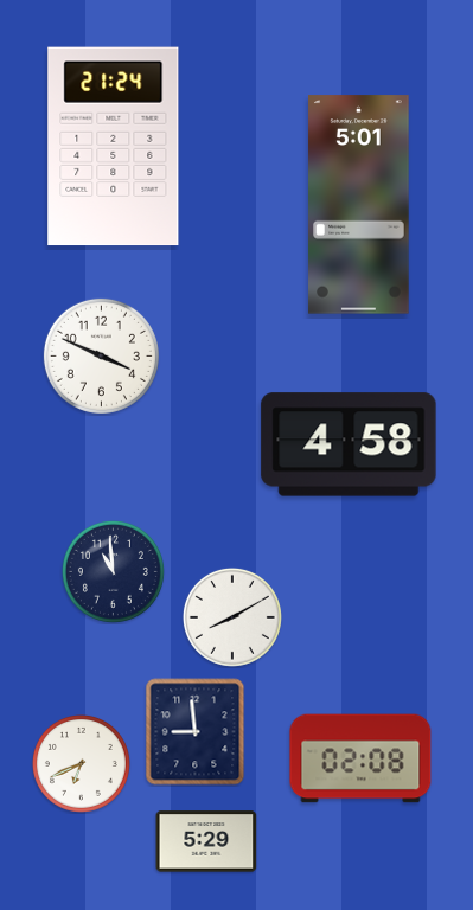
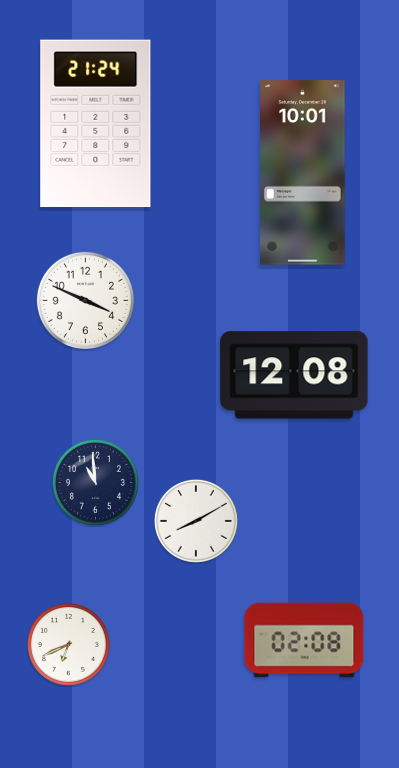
clock at (359, 205): 5:01 -> 10:01
clock at (349, 444): 4:58 -> 12:08
clock at (196, 732): 8:59 -> none
clock at (206, 841): 5:29 -> none
